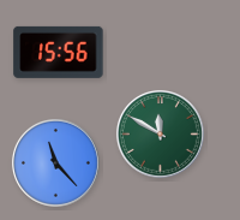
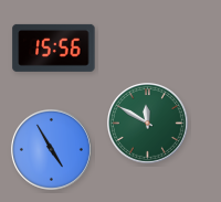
clock at (55, 162): 11:23 -> 4:55
